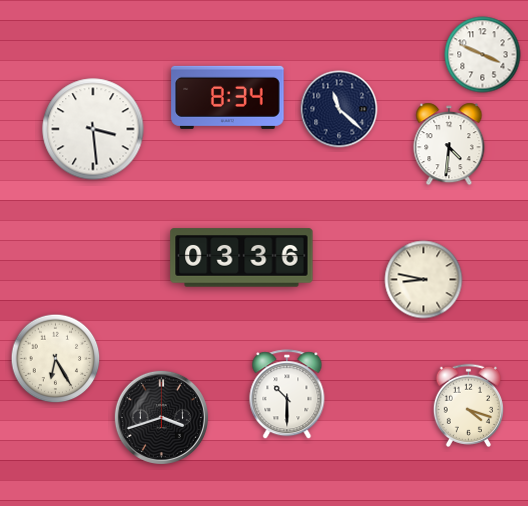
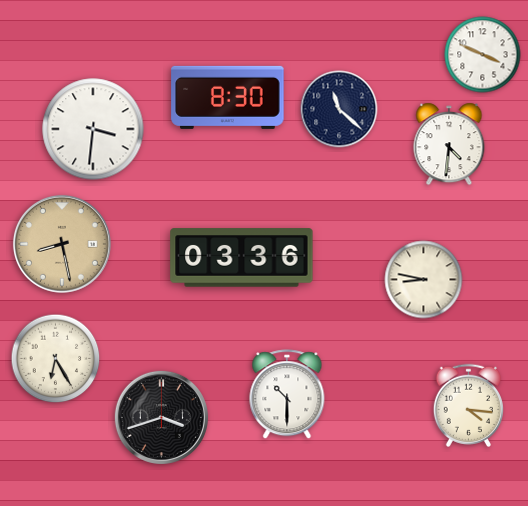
clock at (228, 97): 8:34 -> 8:30
clock at (93, 129): 3:29 -> 3:31
clock at (62, 244): none -> 8:28
clock at (468, 405): 4:18 -> 4:16
